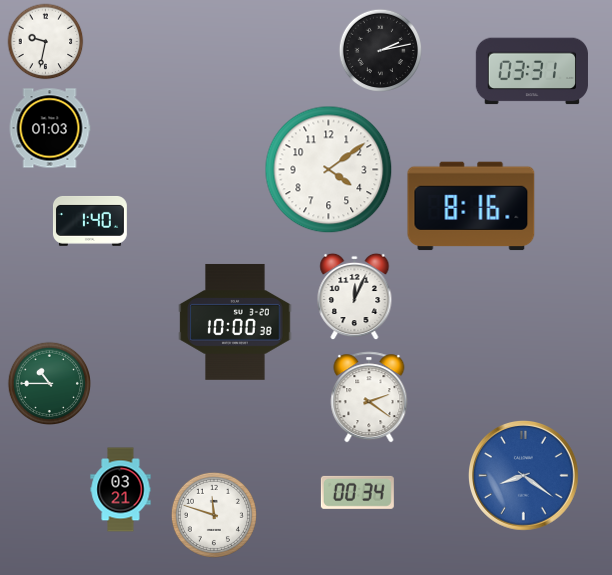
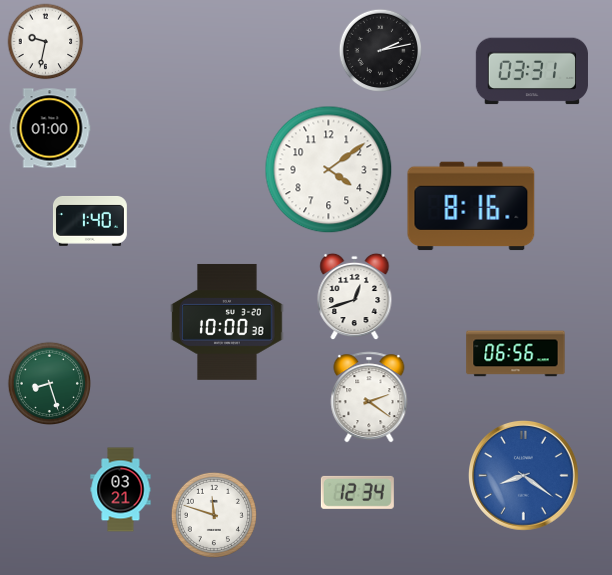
clock at (50, 128): 01:03 -> 01:00
clock at (355, 297): 12:04 -> 12:42
clock at (235, 322) position: (235, 322) -> (227, 322)
clock at (516, 354): none -> 06:56
clock at (49, 383): 10:45 -> 8:27
clock at (357, 492): 00:34 -> 12:34
